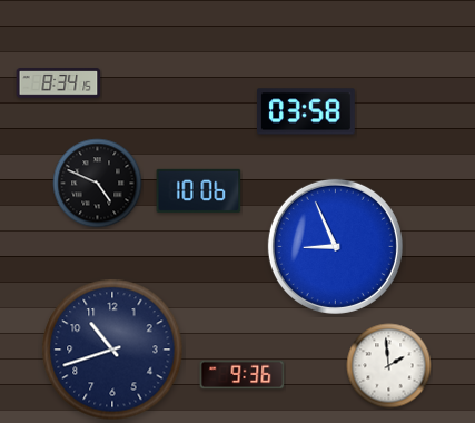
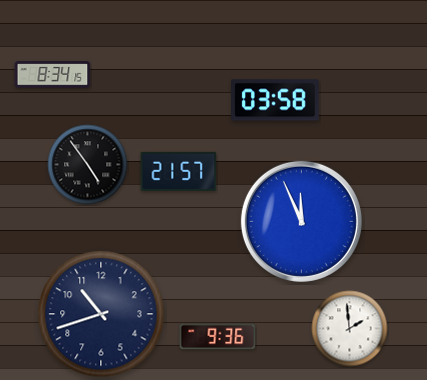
clock at (98, 184): 4:49 -> 4:54
clock at (199, 190): 10:06 -> 21:57
clock at (335, 246): 8:56 -> 11:56
